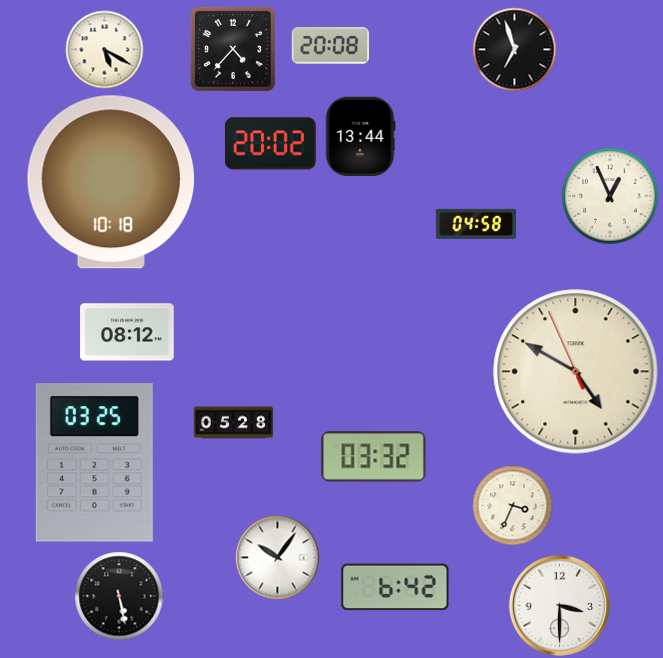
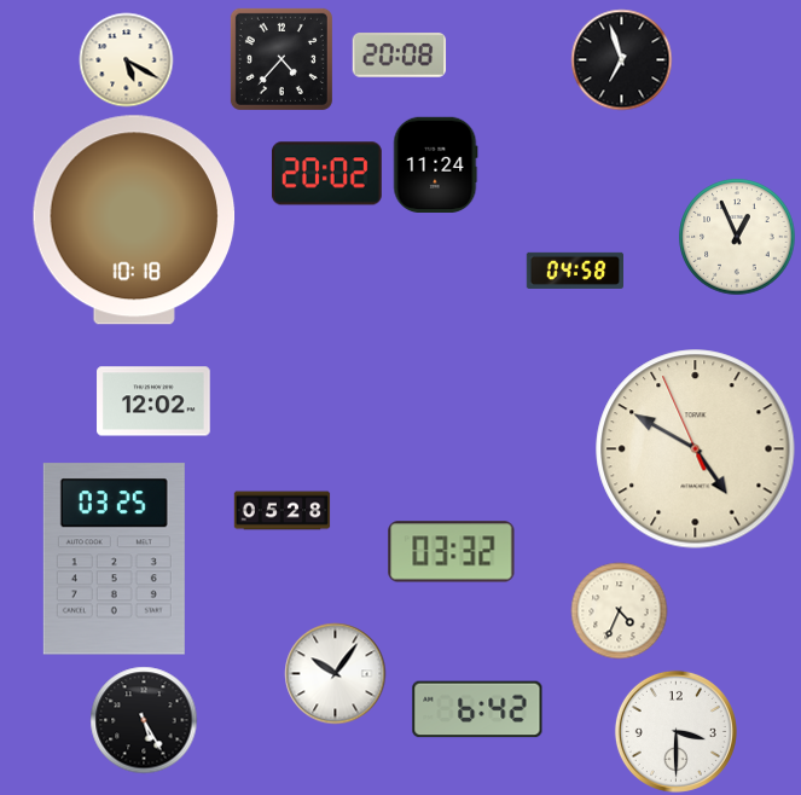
clock at (361, 136): 13:44 -> 11:24
clock at (127, 332): 08:12 -> 12:02
clock at (512, 505): 3:34 -> 4:34
clock at (119, 596): 5:28 -> 5:25
